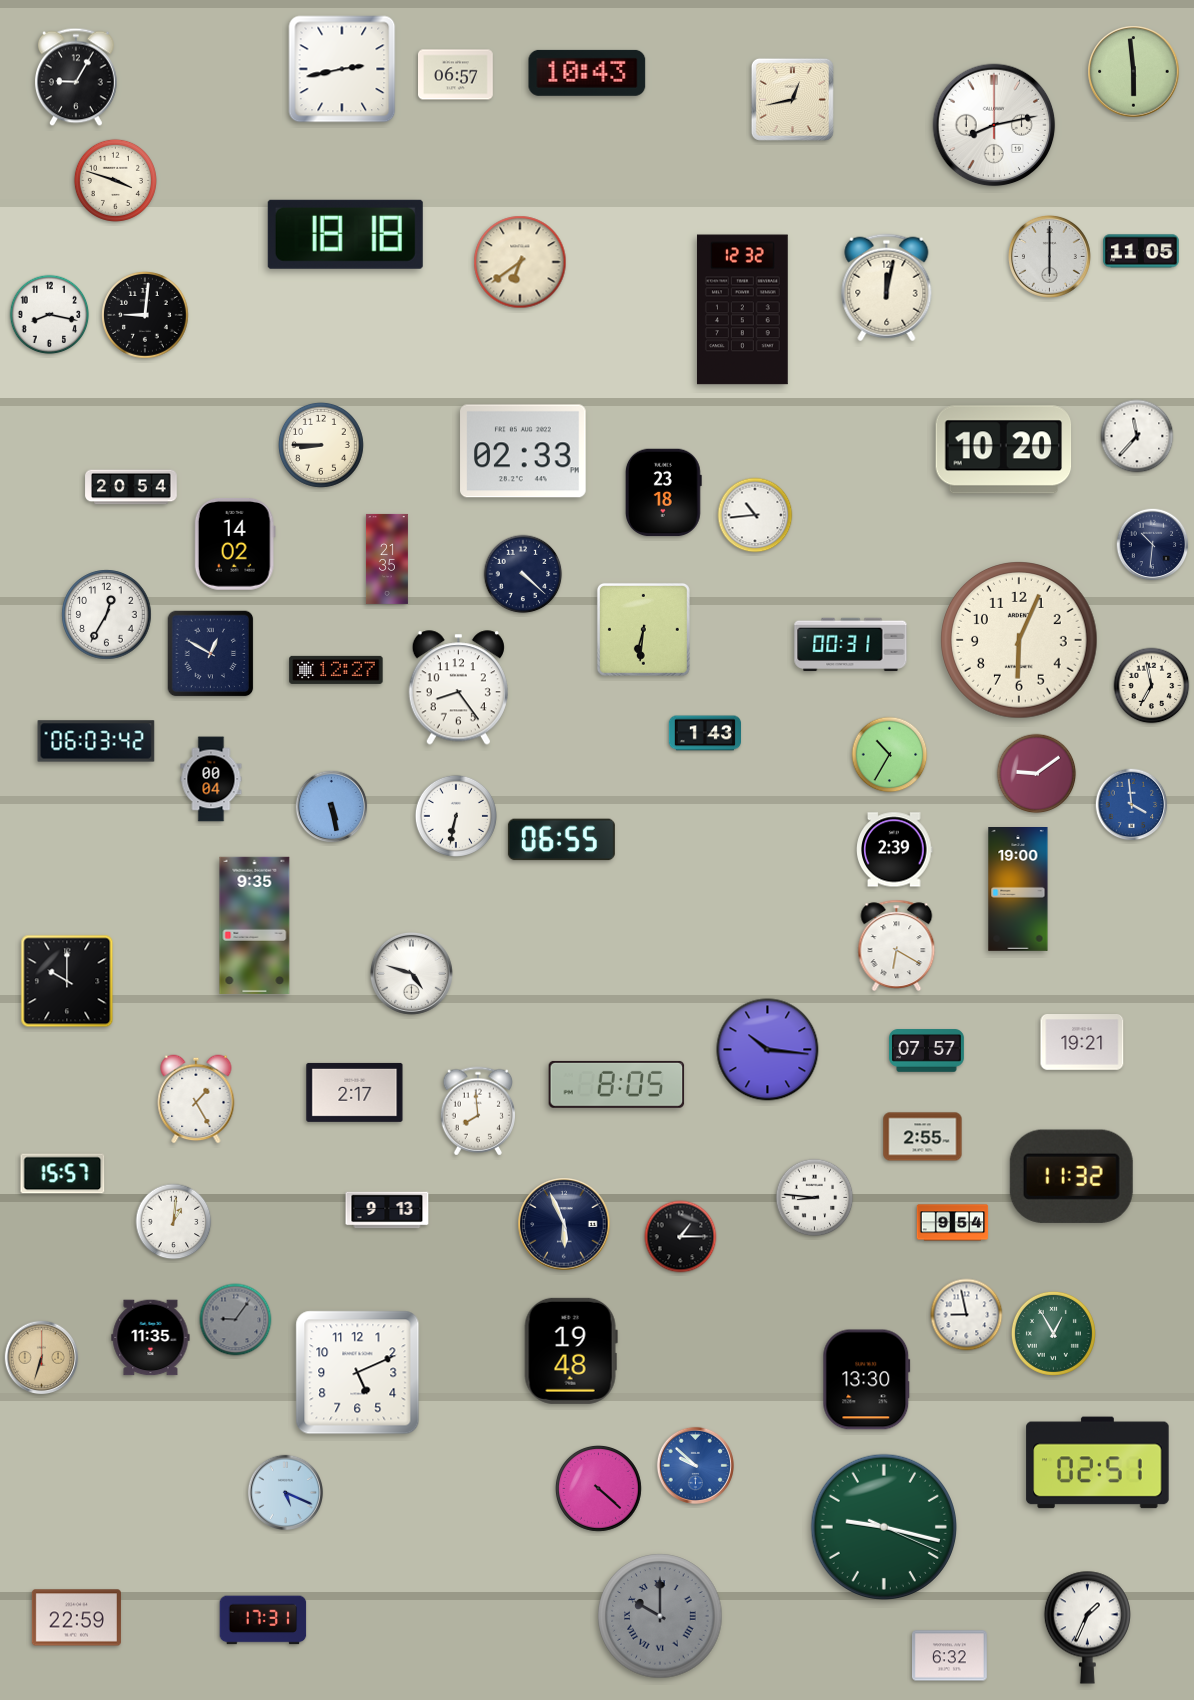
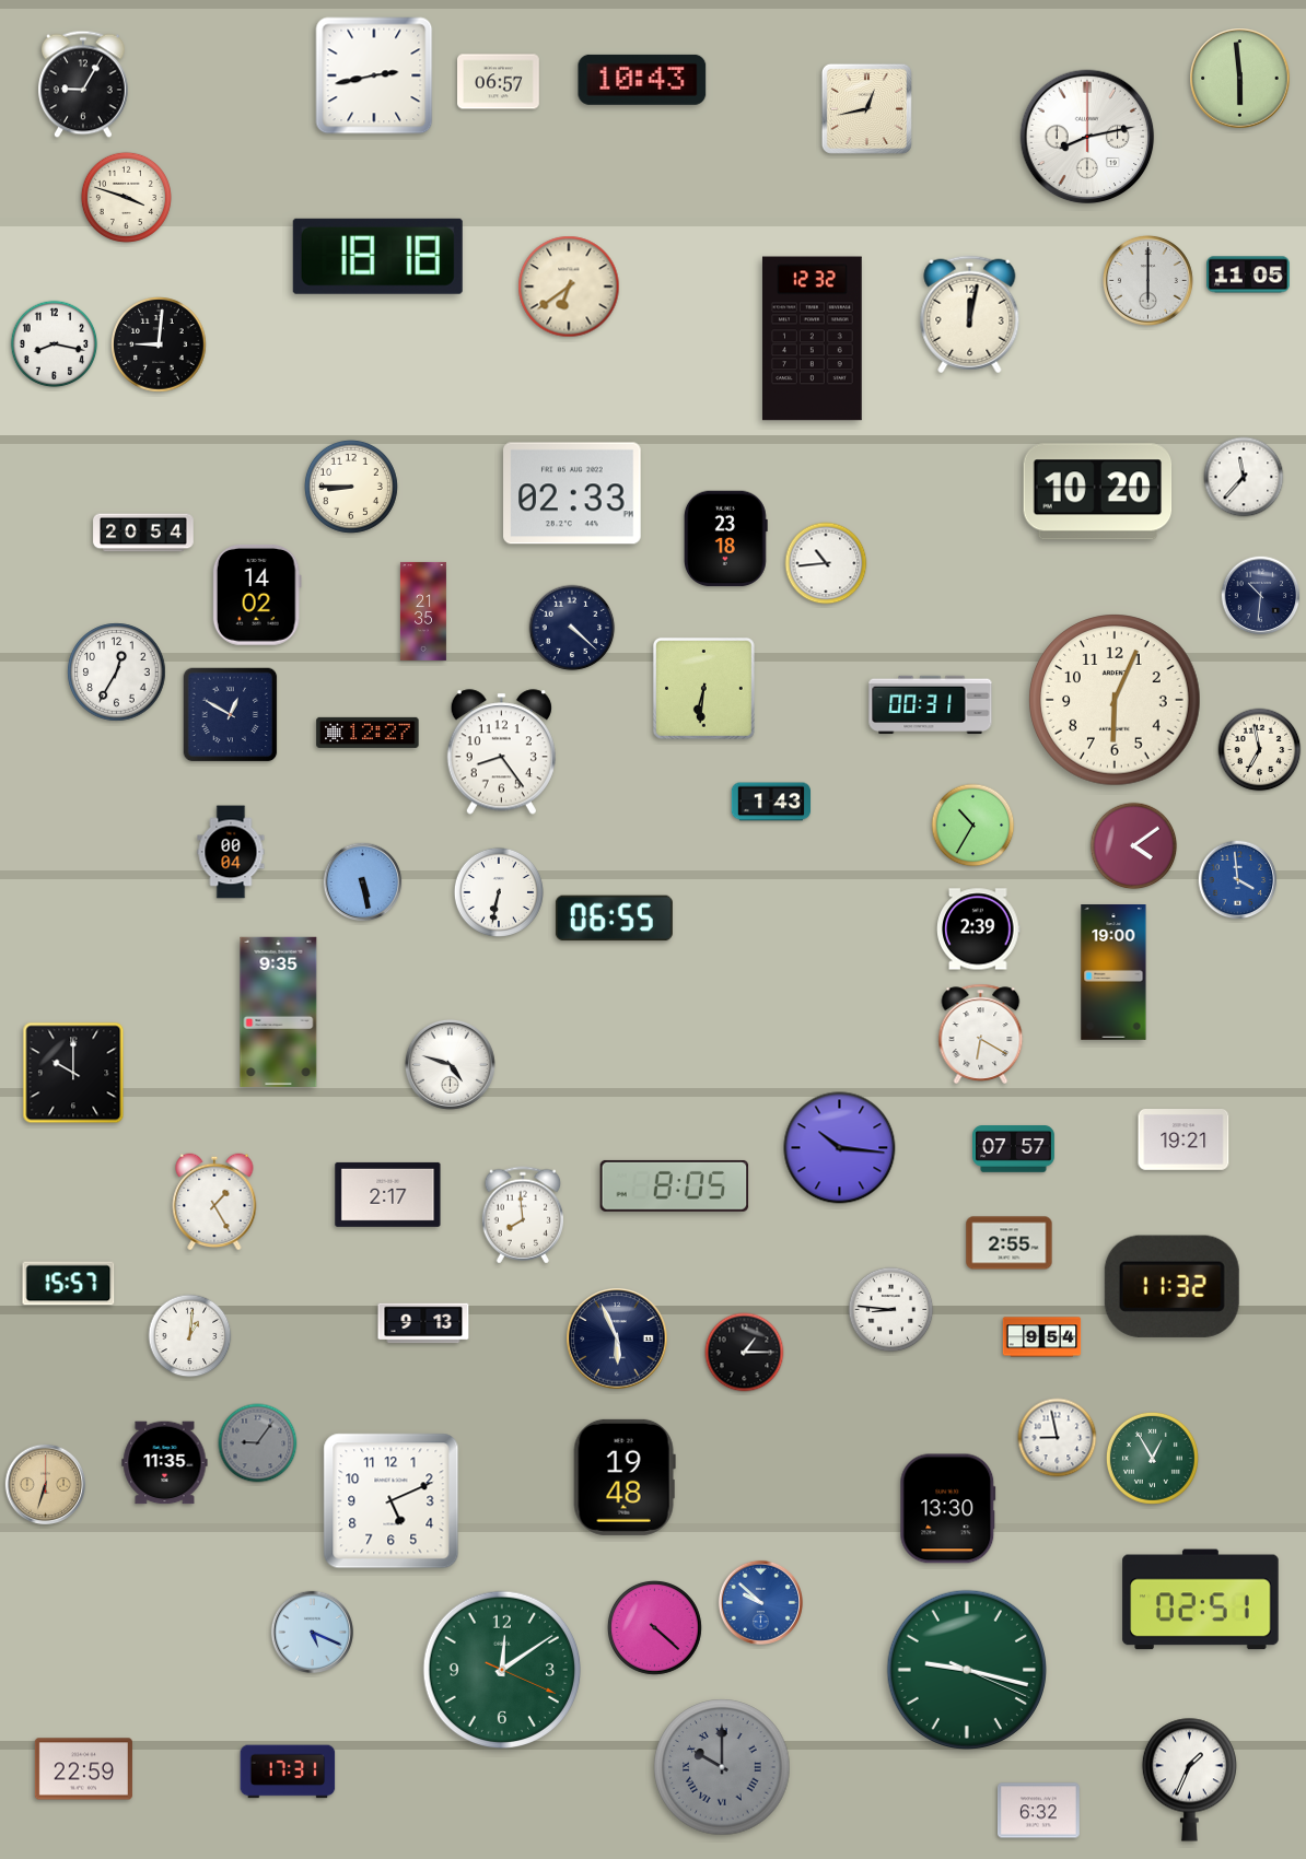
clock at (96, 741): 06:03 -> none
clock at (1037, 774): 9:09 -> 4:09
clock at (502, 1670): none -> 12:09
